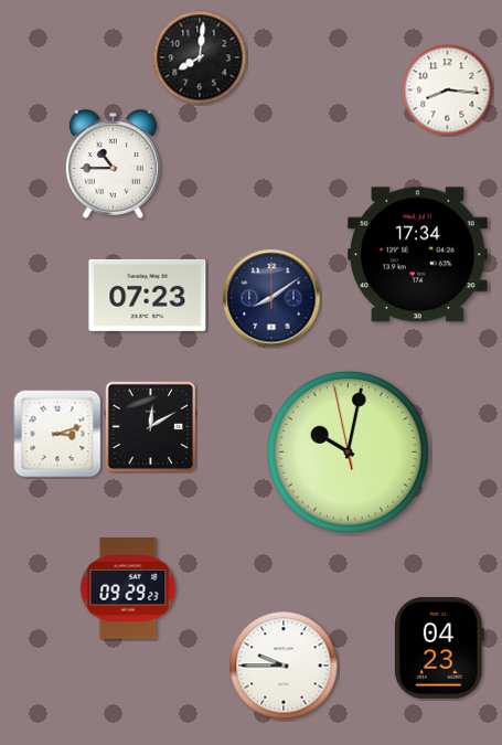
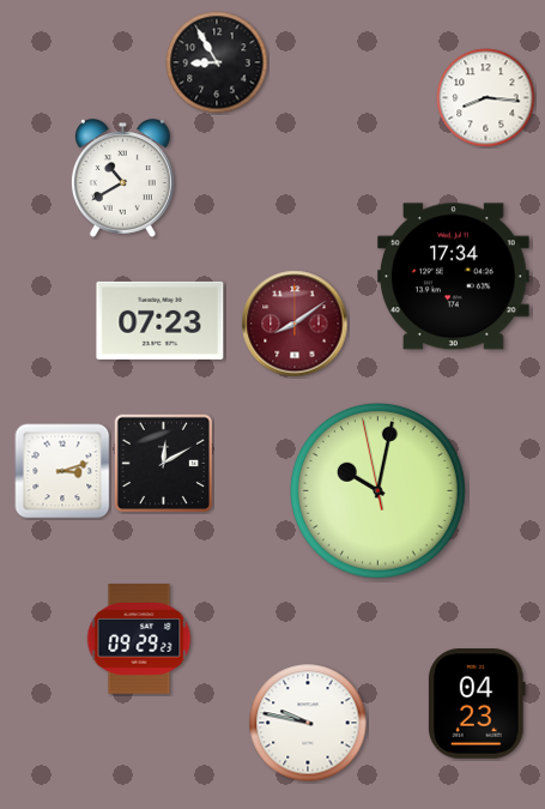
clock at (200, 57): 8:01 -> 8:55
clock at (113, 164): 10:45 -> 10:40
clock at (271, 298) dial: navy -> burgundy
clock at (284, 666): 9:45 -> 9:47
